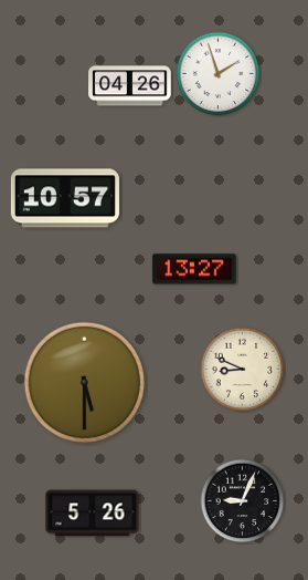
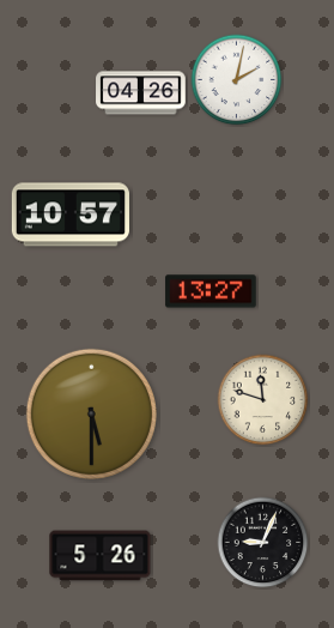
clock at (219, 74): 1:57 -> 2:02
clock at (243, 370): 8:49 -> 11:48
